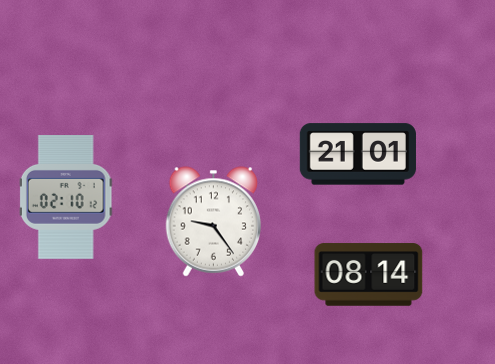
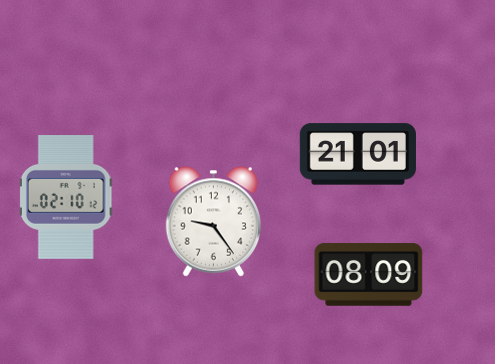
clock at (369, 275): 08:14 -> 08:09
